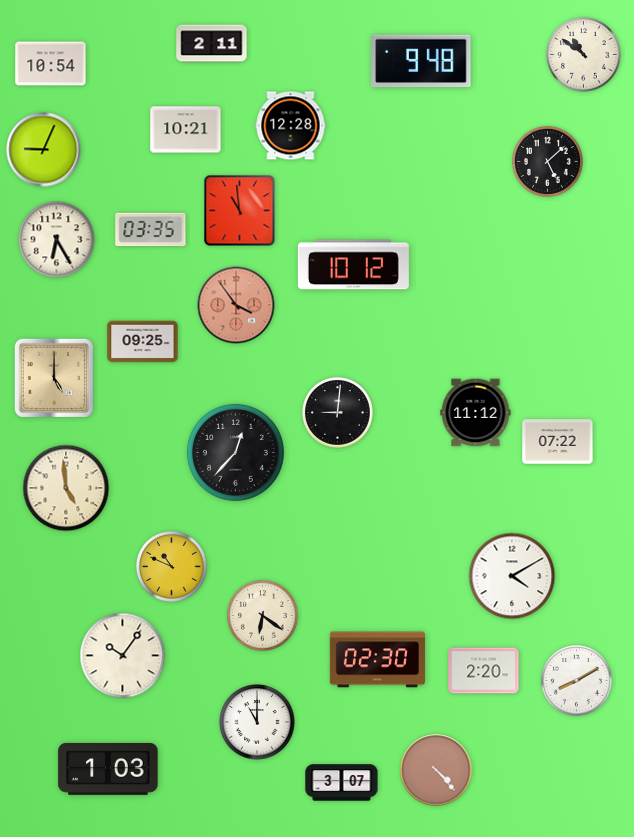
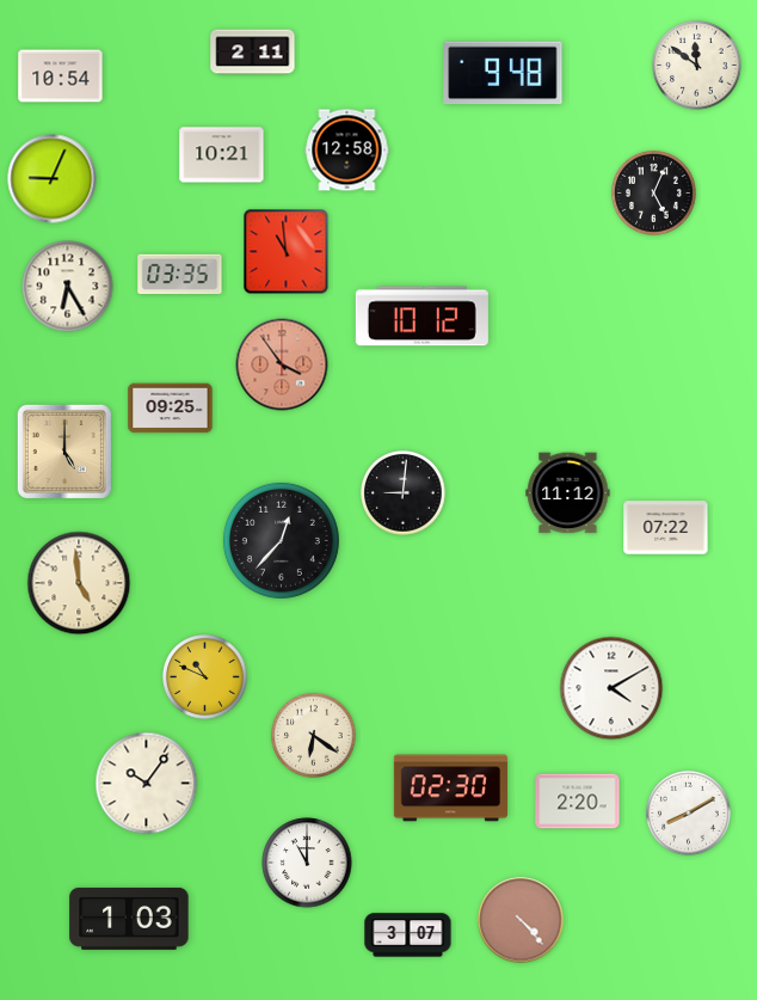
clock at (584, 55): 10:51 -> 11:51
clock at (291, 126): 12:28 -> 12:58
clock at (548, 162): 5:08 -> 5:04
